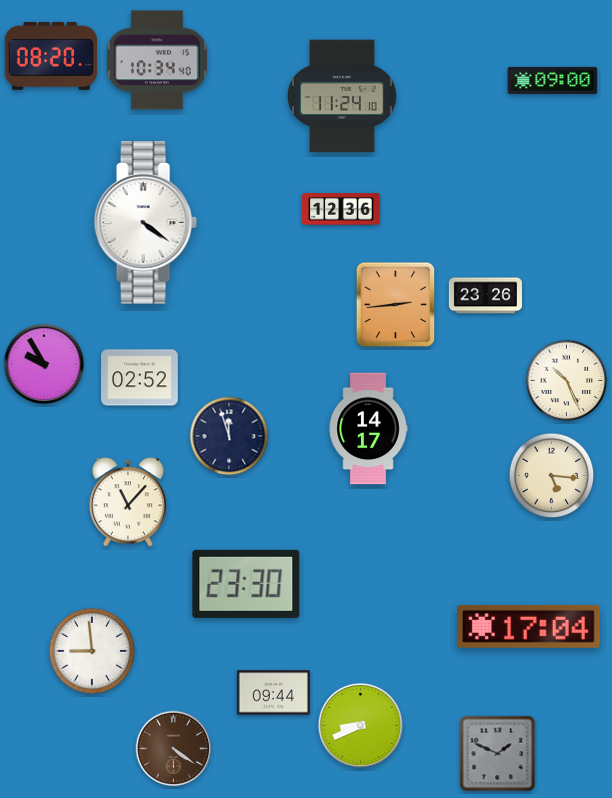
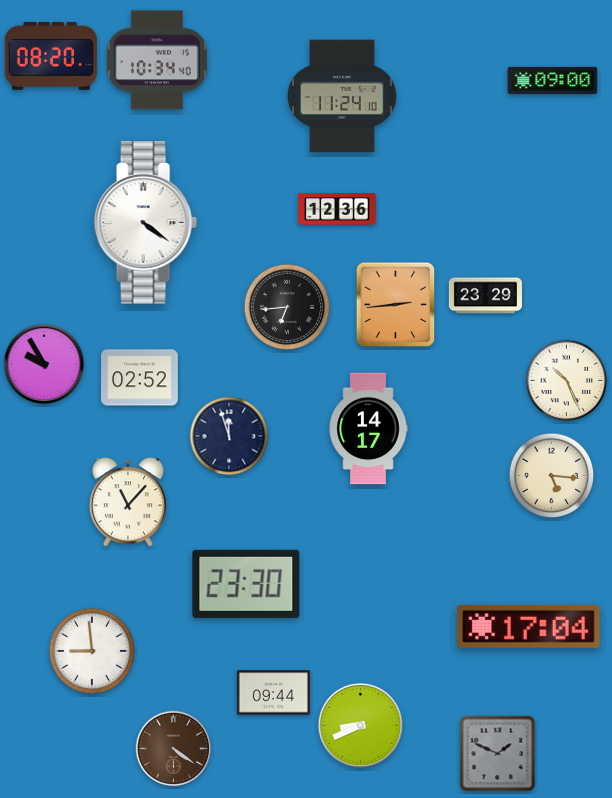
clock at (341, 209) position: (341, 209) -> (337, 209)
clock at (485, 296): 23:26 -> 23:29
clock at (287, 307): none -> 6:44
